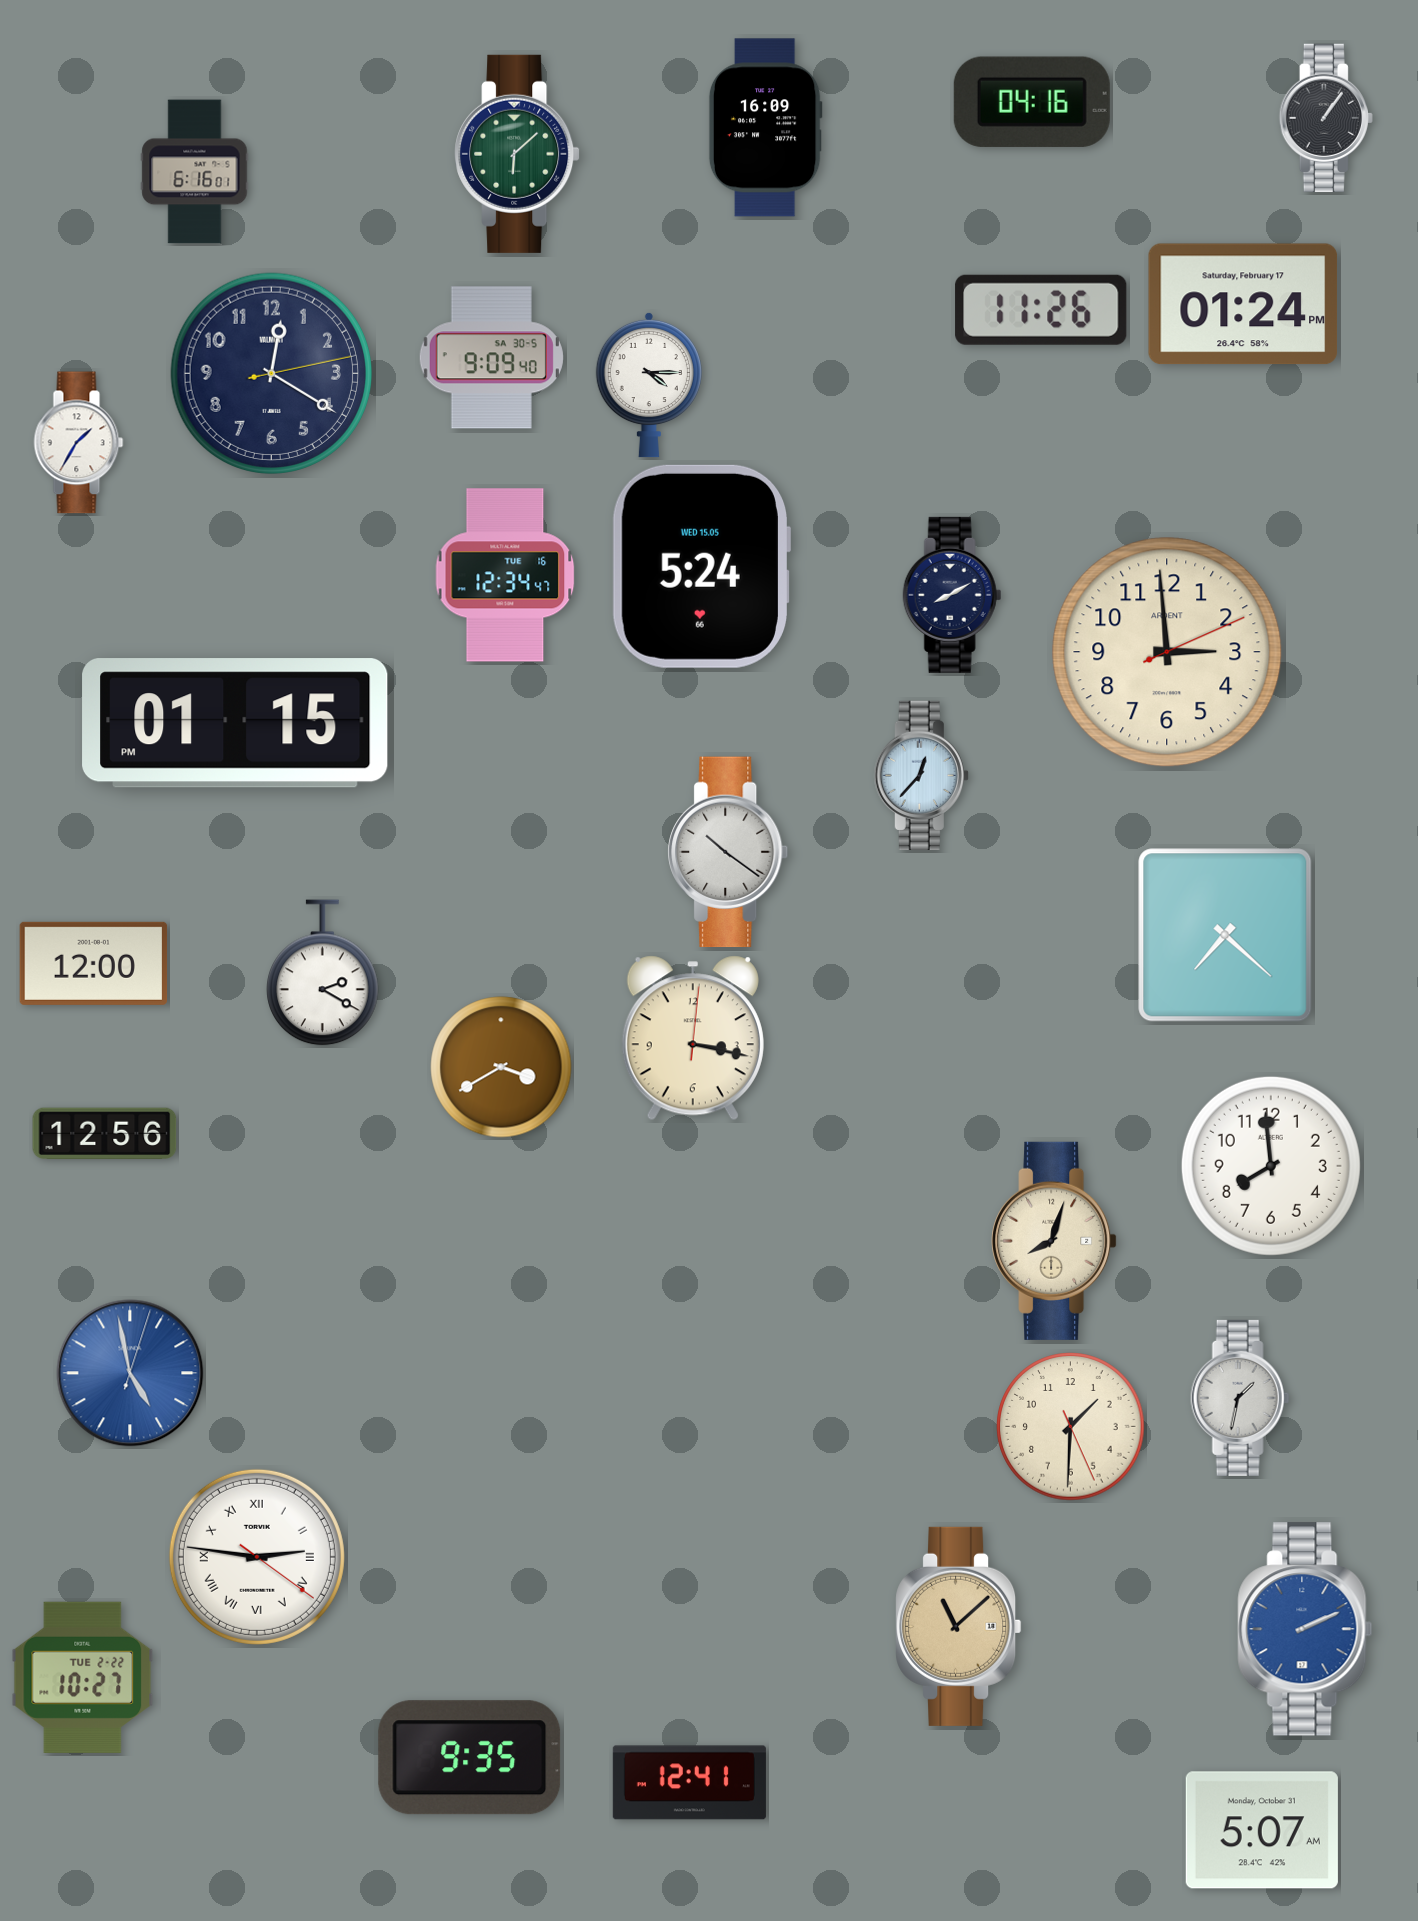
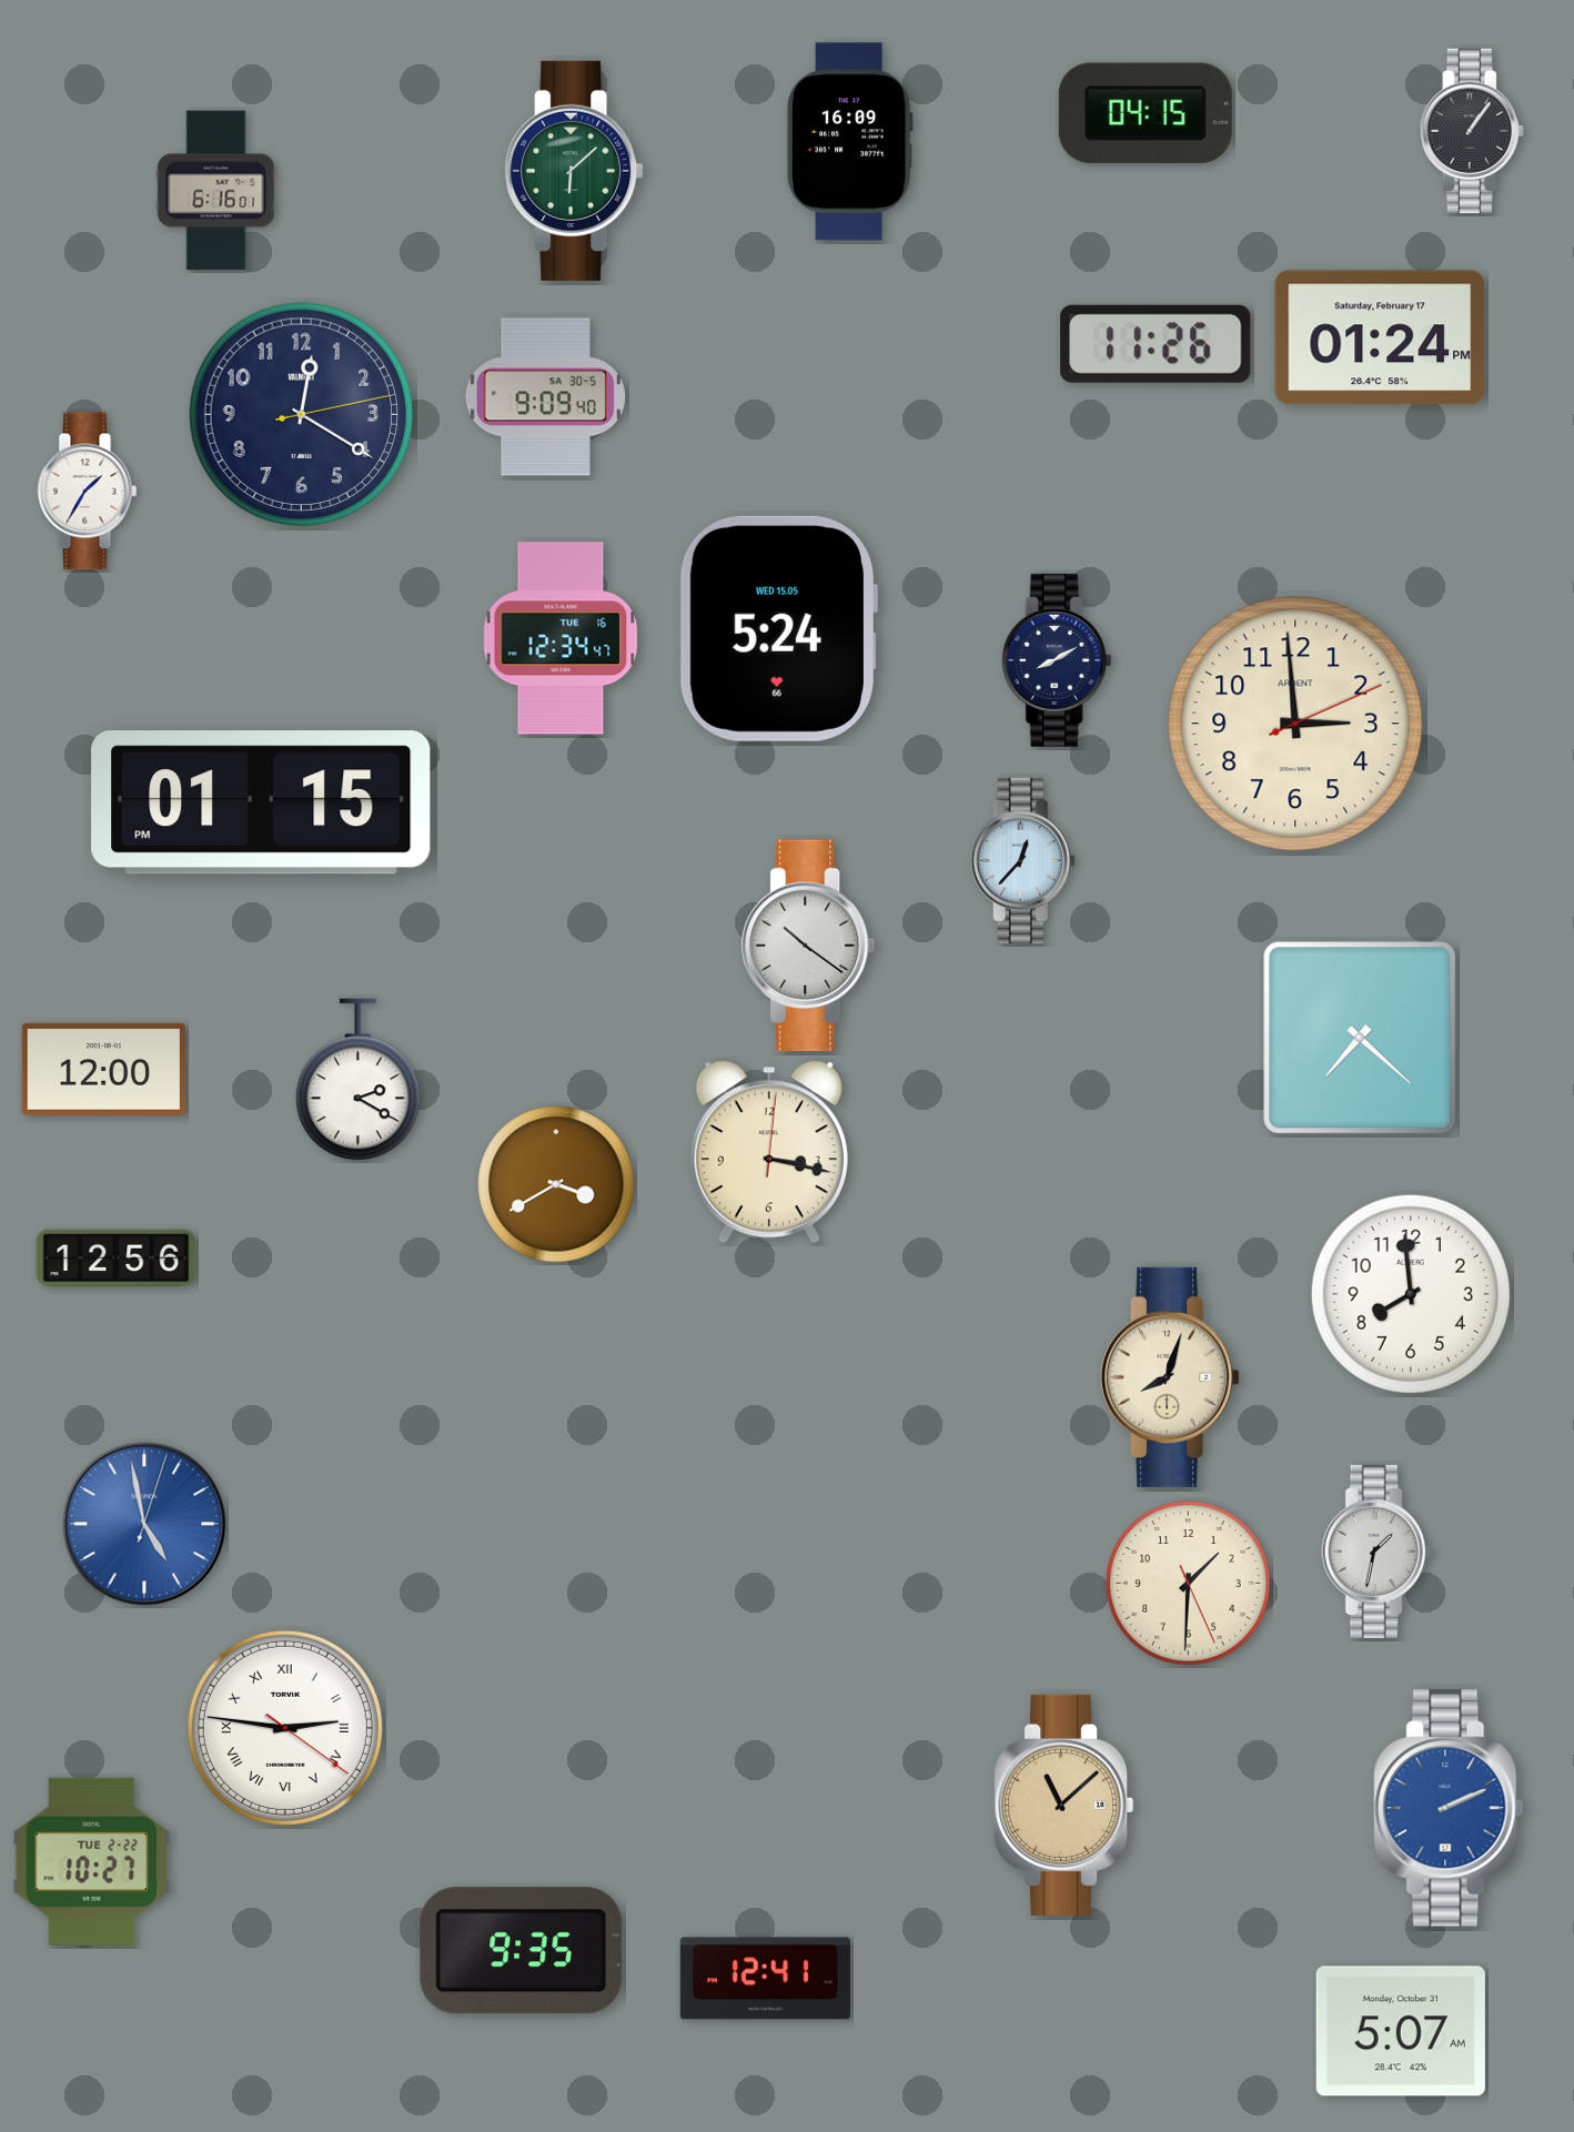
clock at (1032, 102): 04:16 -> 04:15
clock at (649, 385): 4:15 -> none
